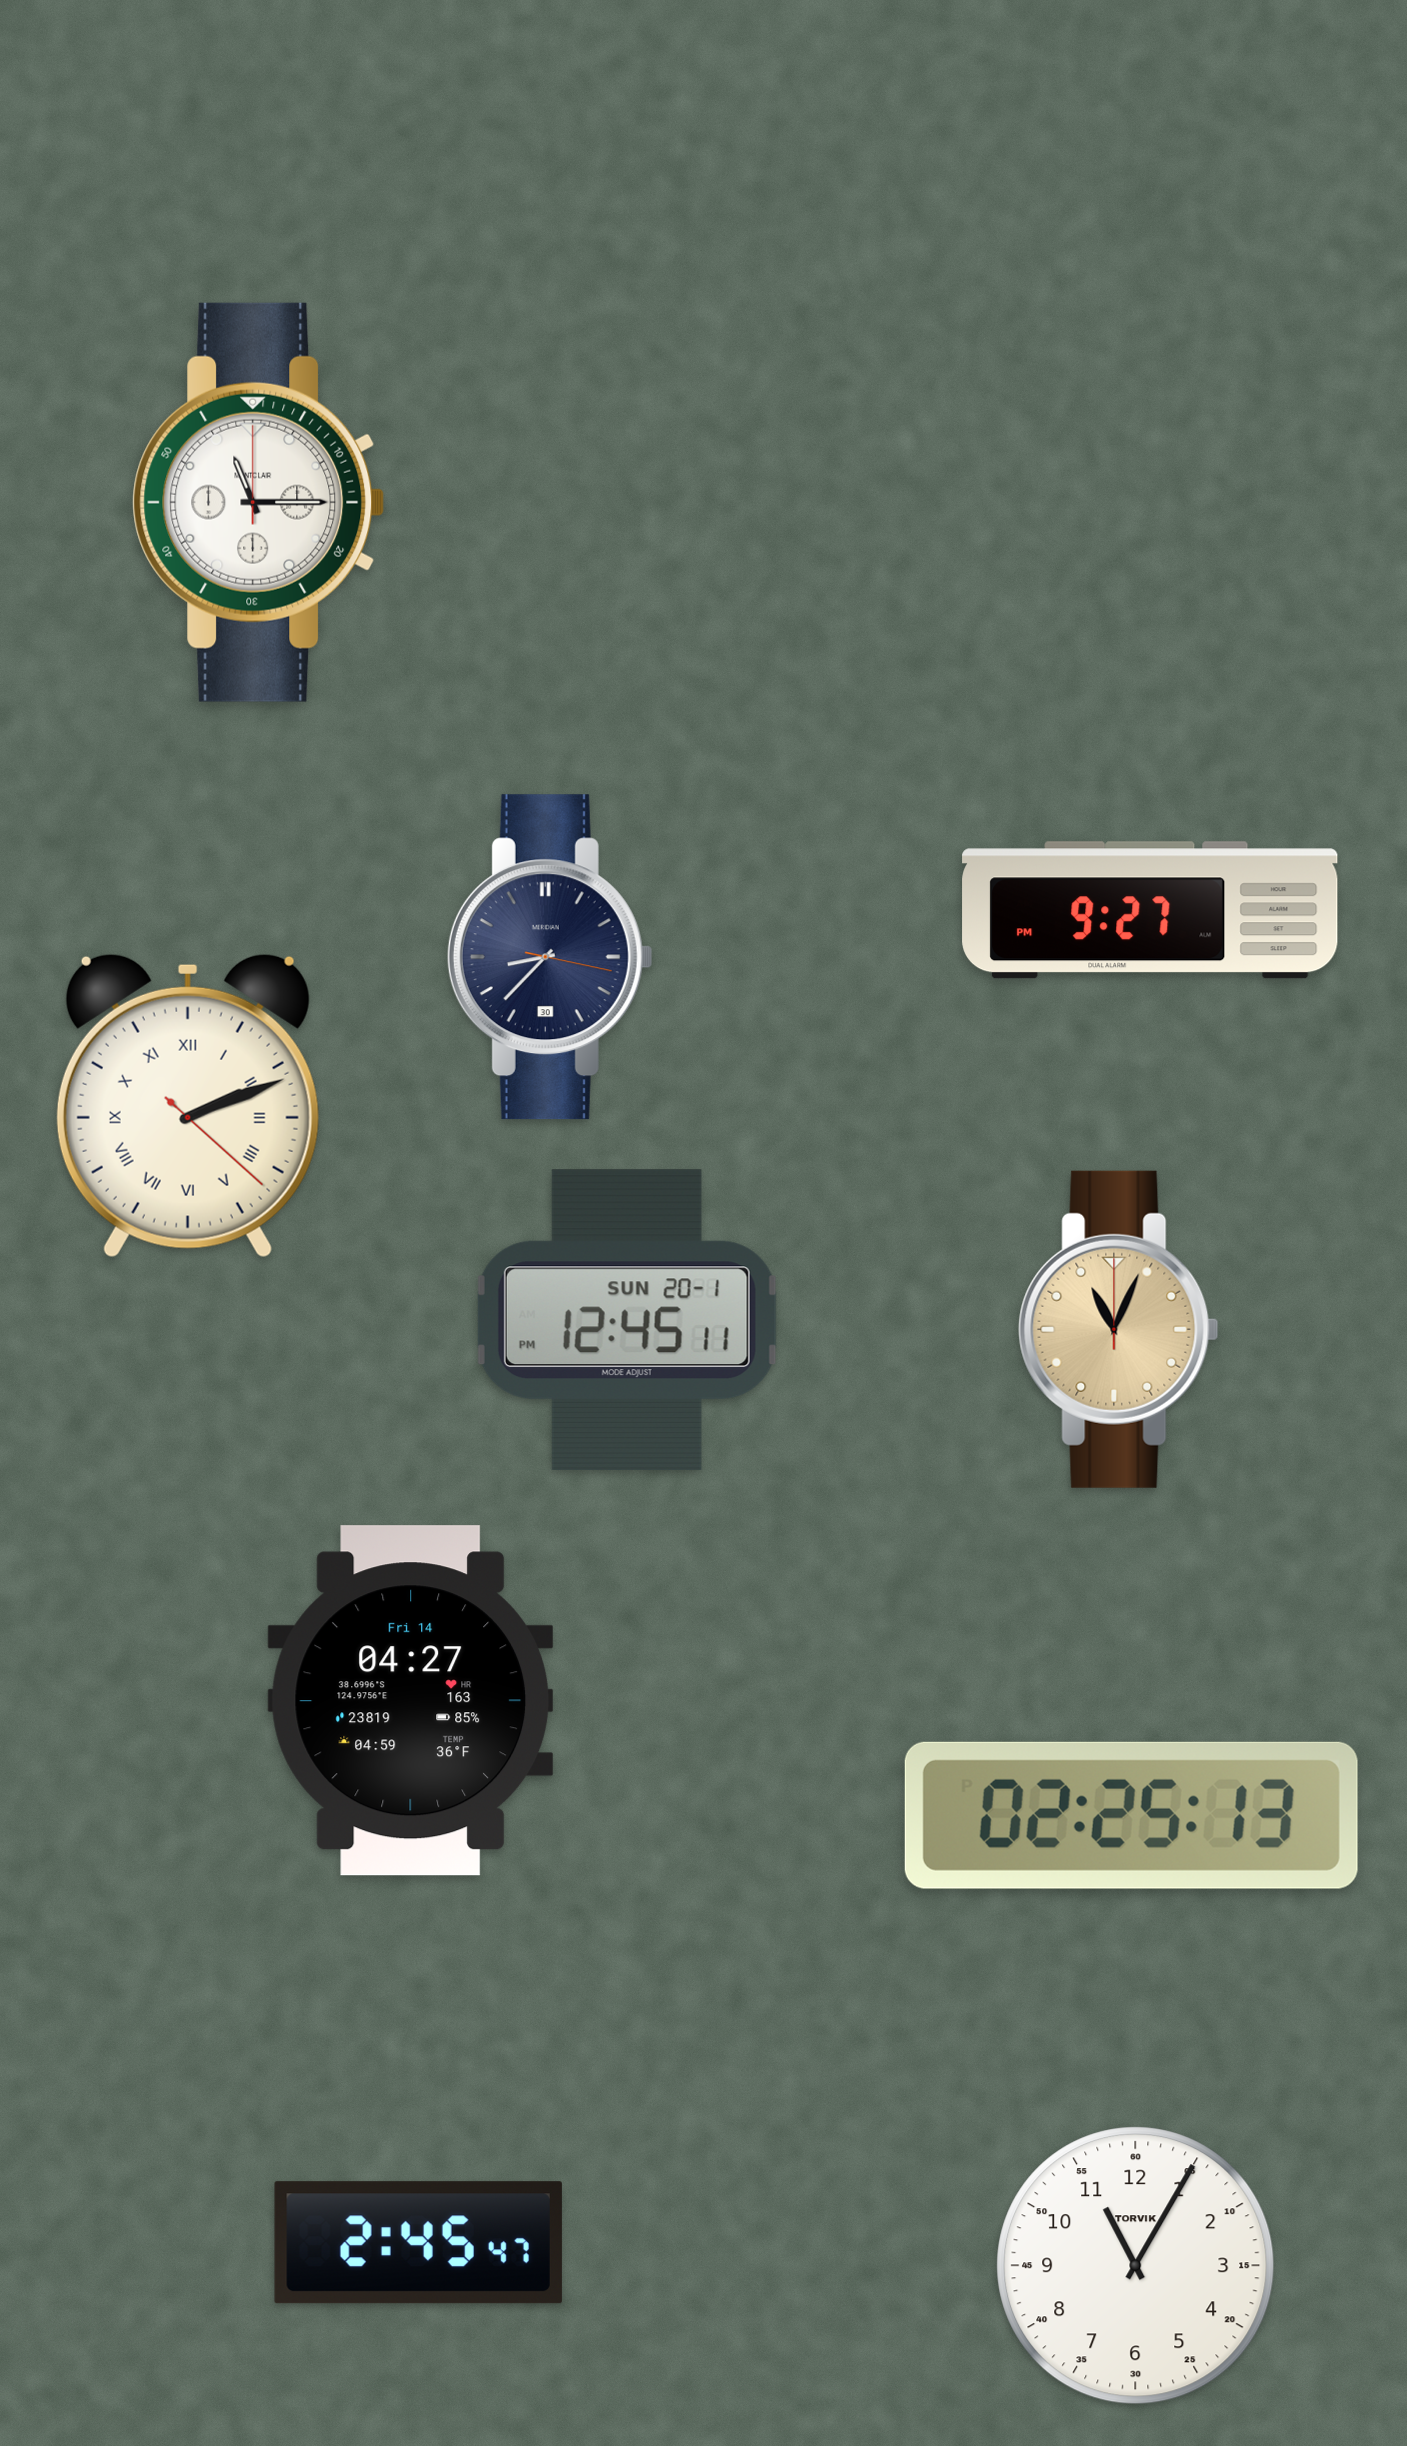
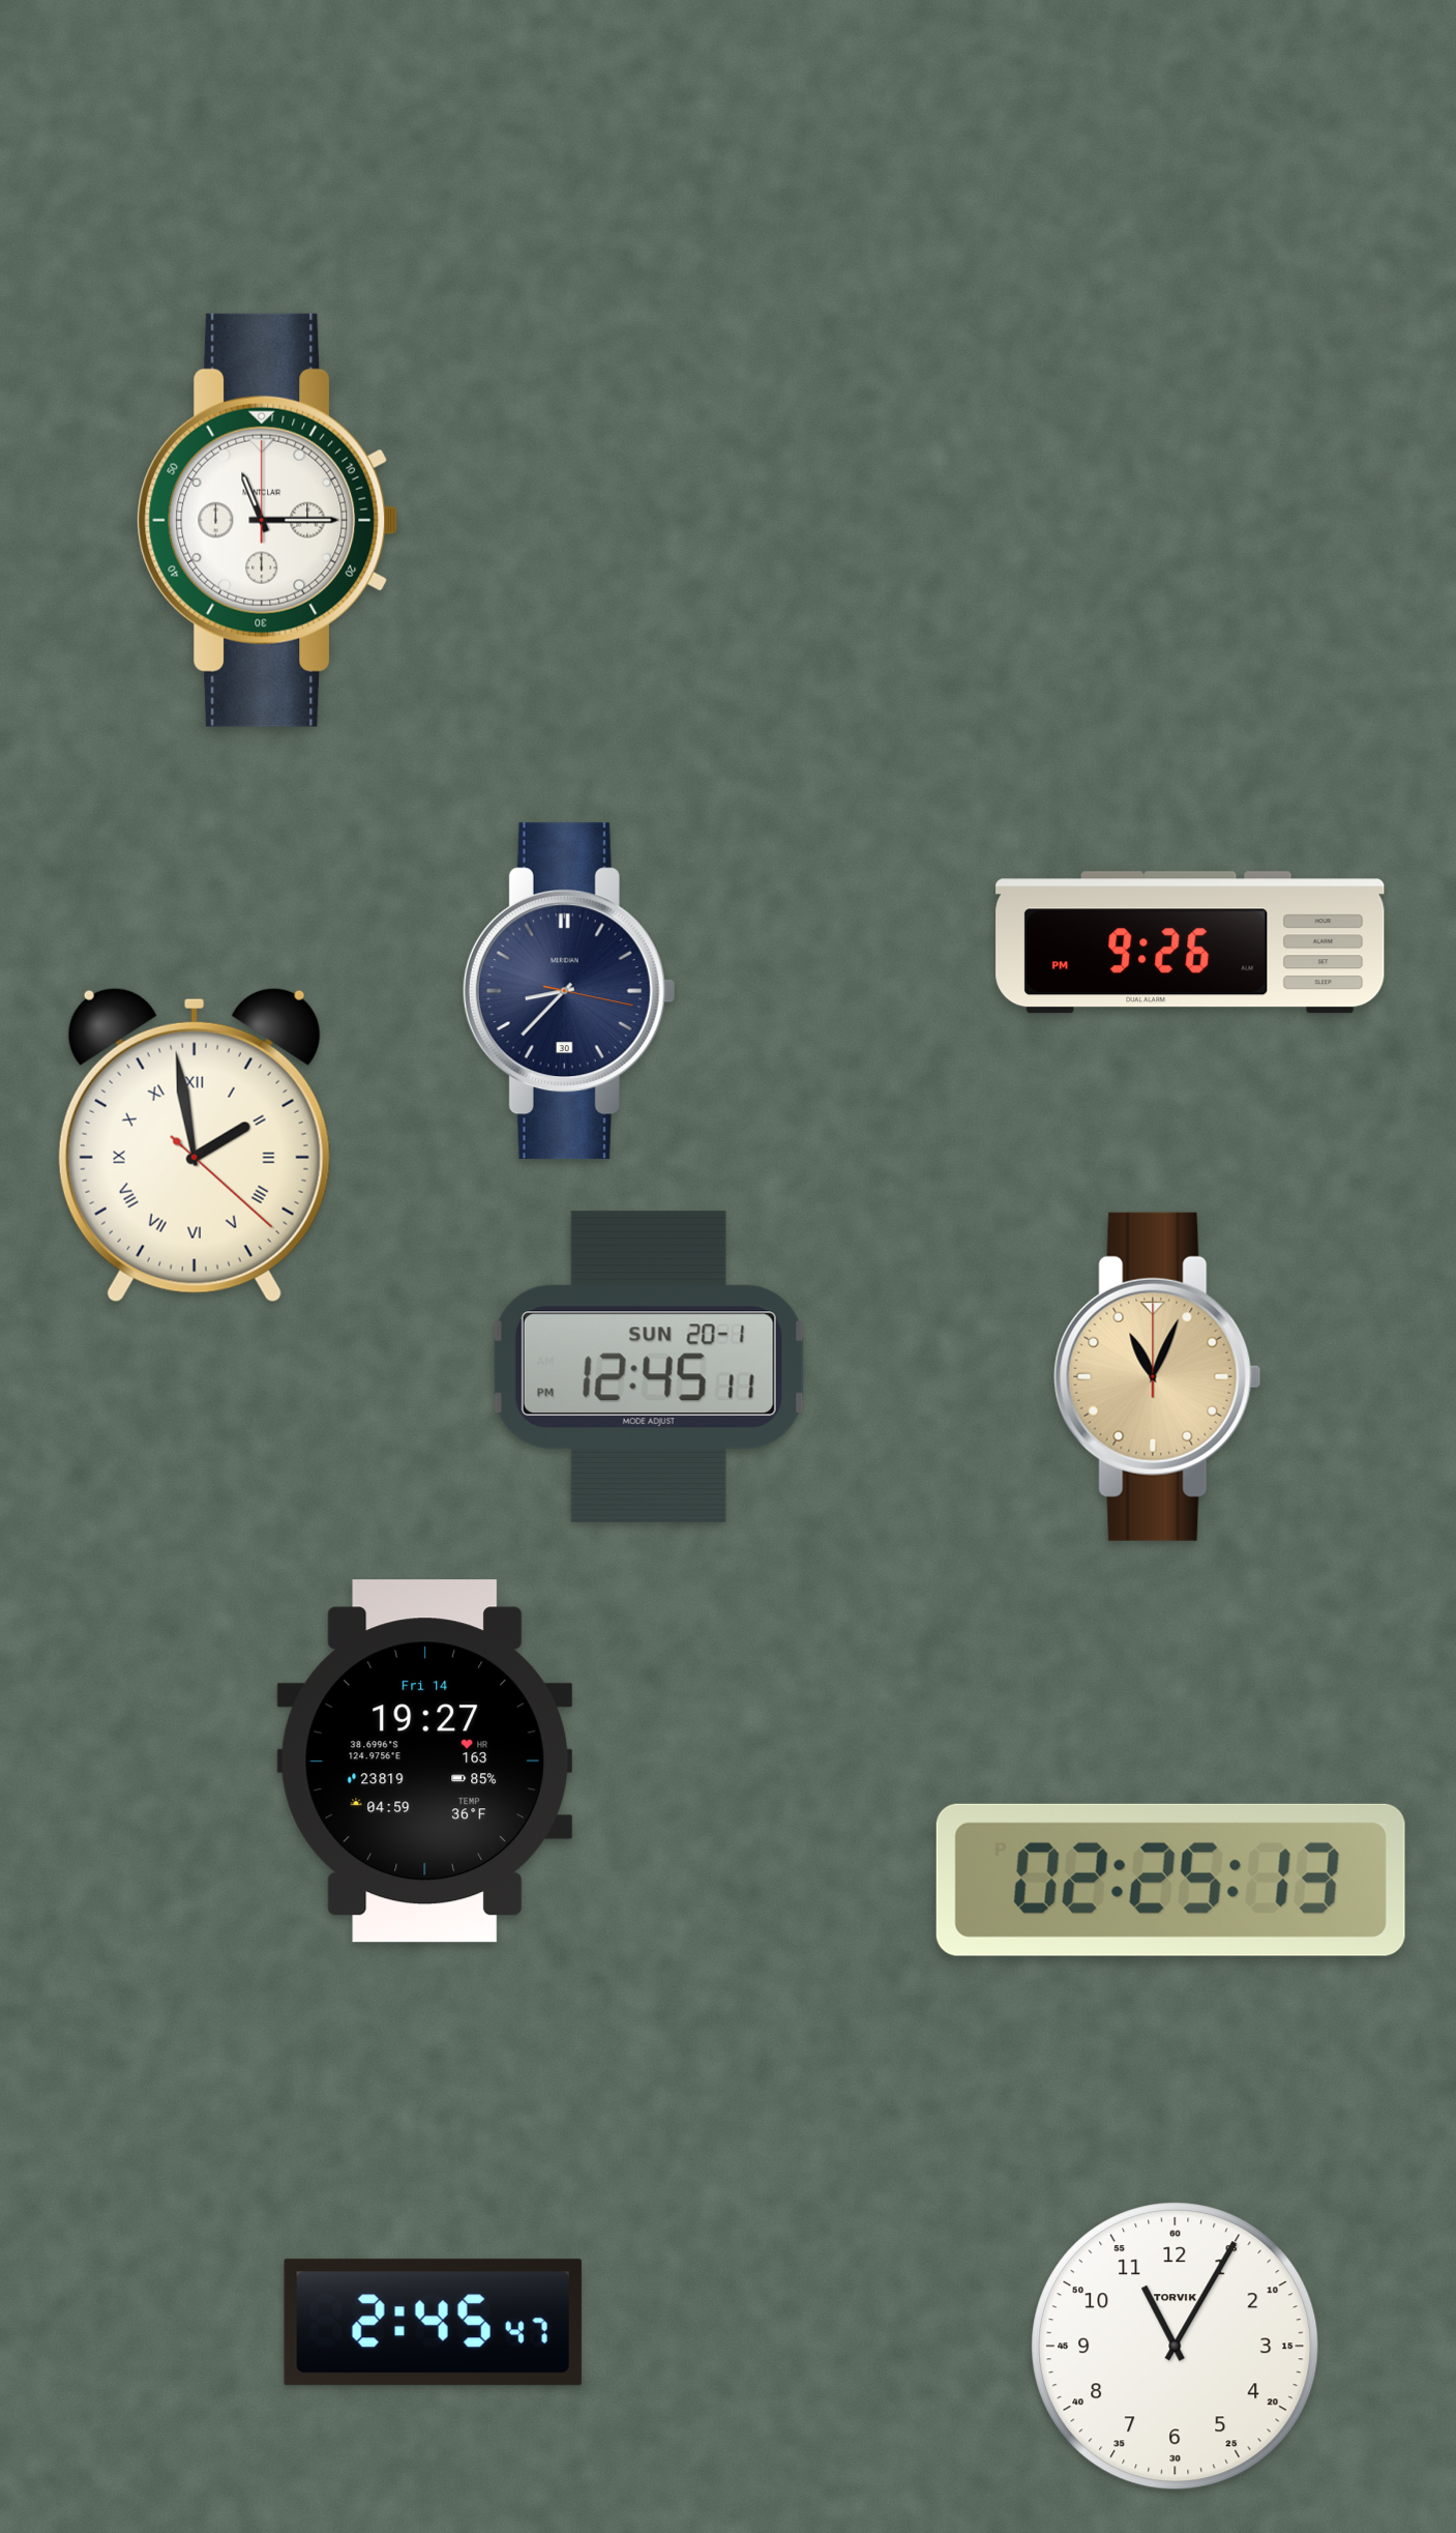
clock at (1150, 910): 9:27 -> 9:26
clock at (188, 1106): 2:11 -> 1:58
clock at (411, 1701): 04:27 -> 19:27
